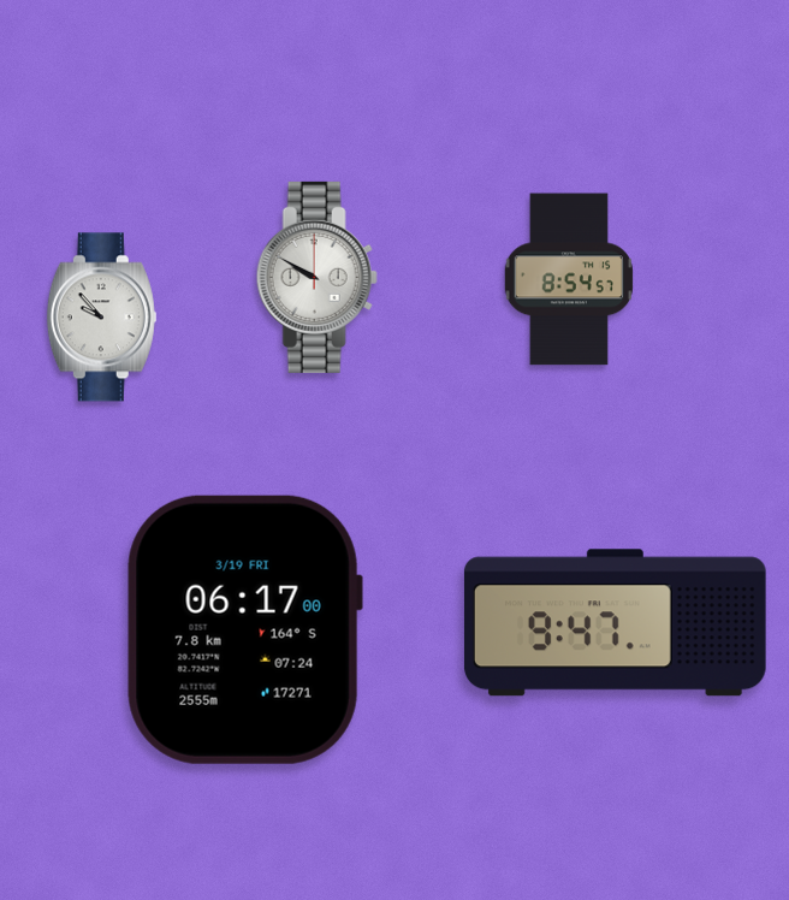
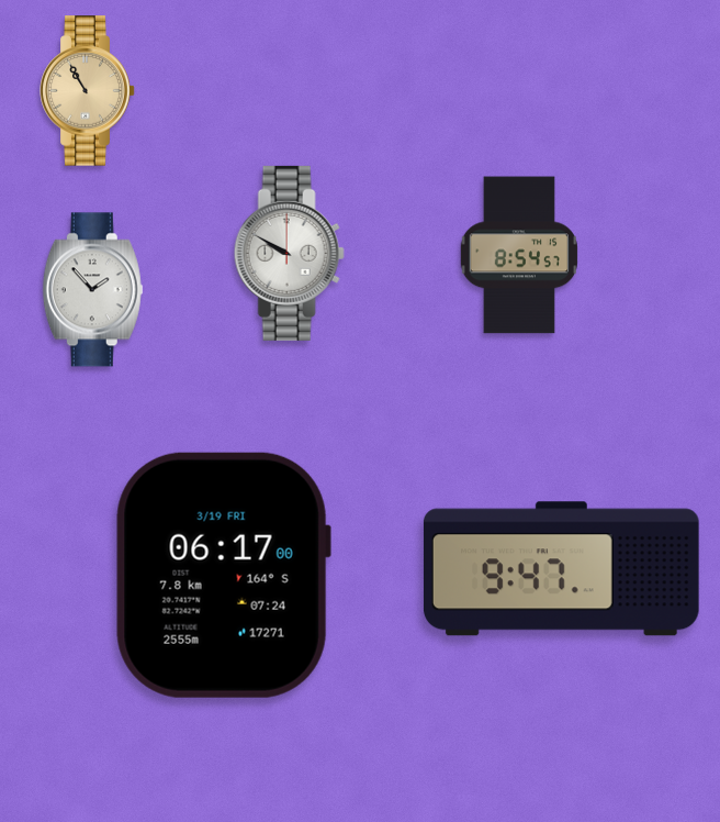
clock at (88, 91): none -> 10:55
clock at (101, 318): 9:53 -> 1:53
